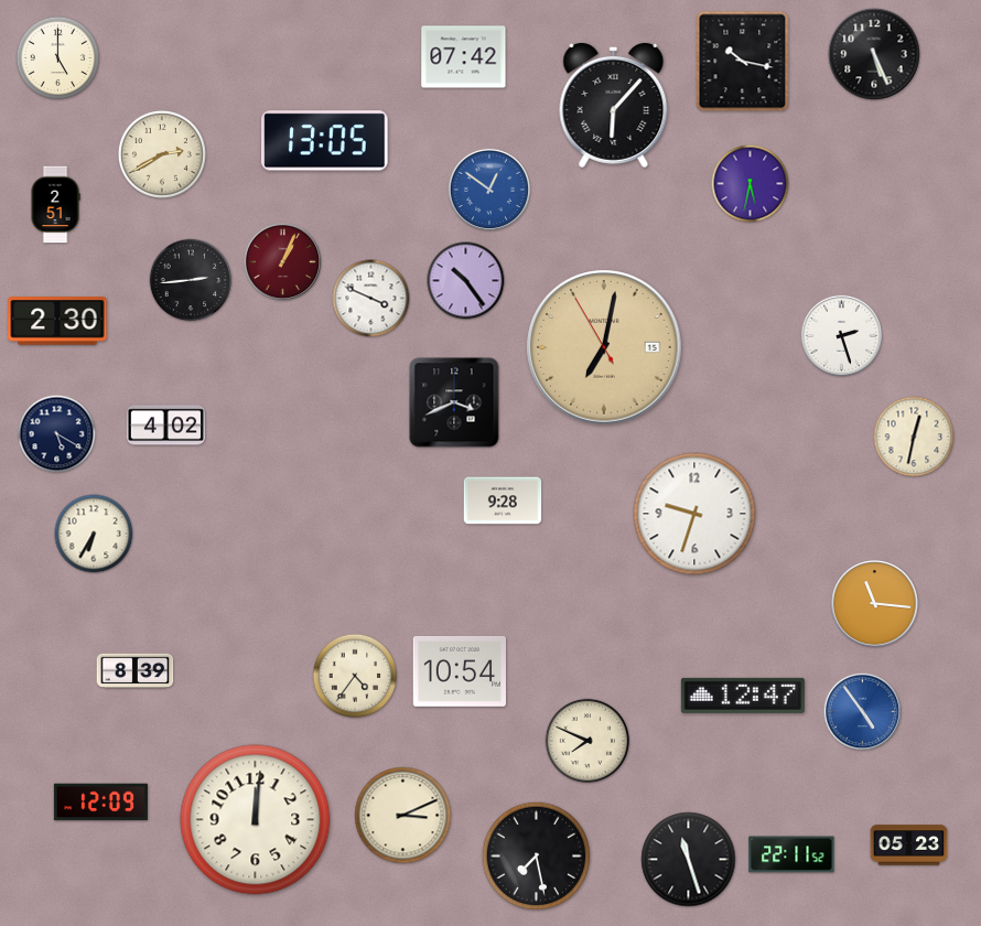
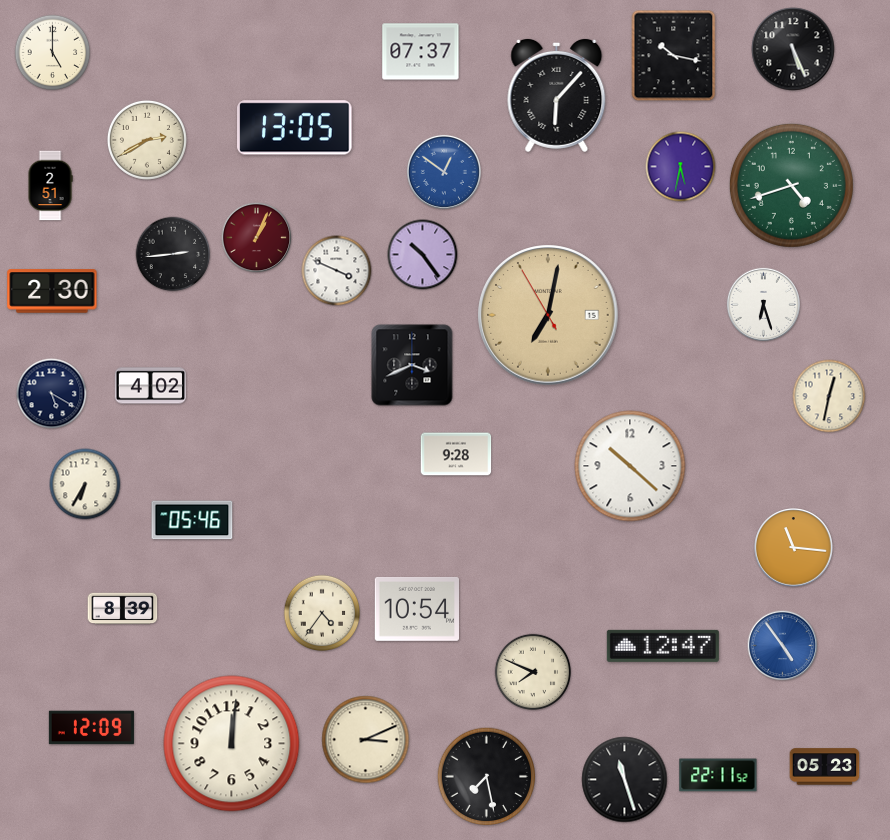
clock at (464, 57): 07:42 -> 07:37
clock at (791, 185): none -> 4:42
clock at (841, 335): 2:27 -> 6:27
clock at (694, 514): 9:33 -> 10:22
clock at (192, 520): none -> 05:46
clock at (743, 696) position: (743, 696) -> (663, 646)
